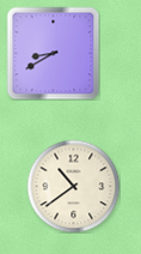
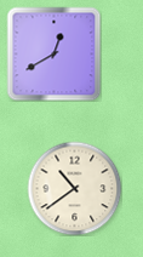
clock at (53, 53): 8:40 -> 12:40
